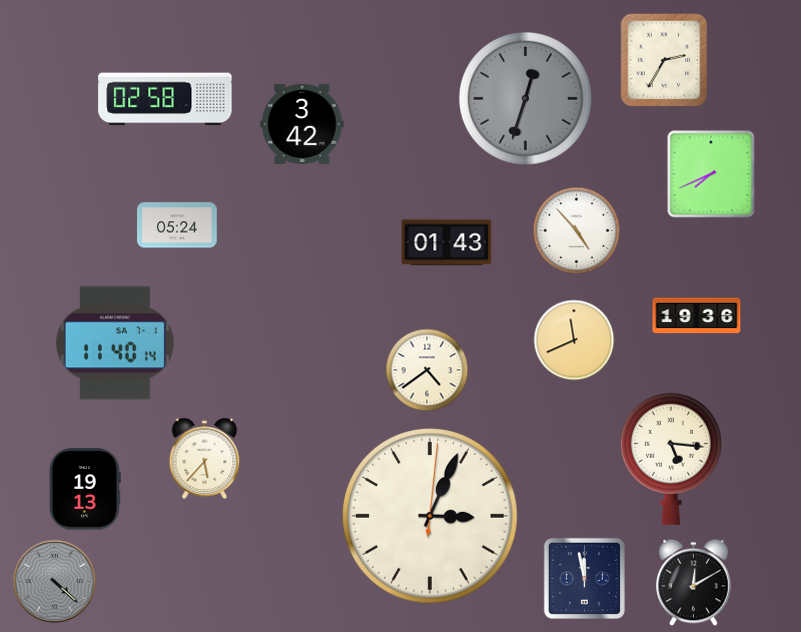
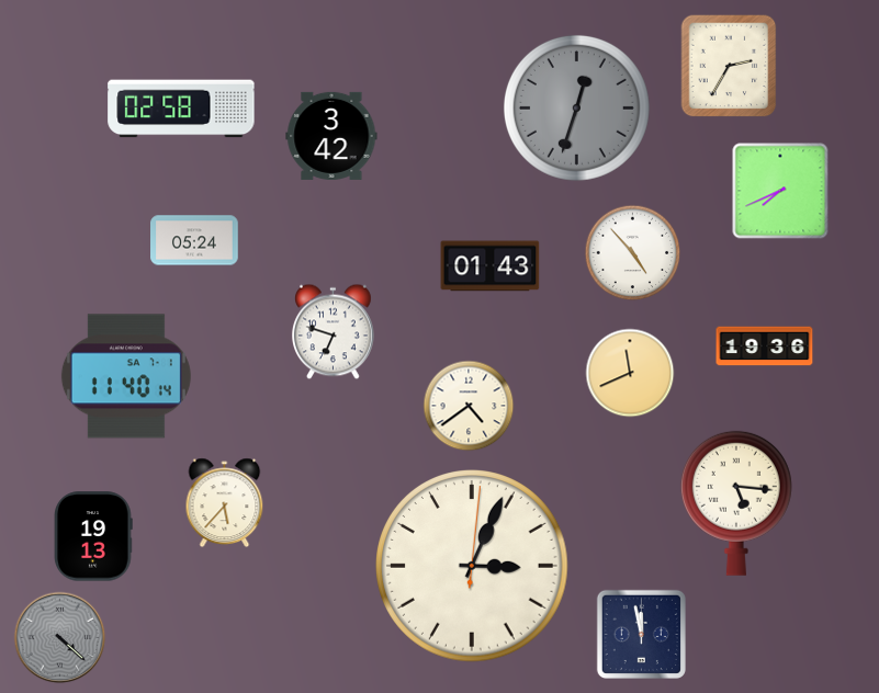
clock at (177, 225) position: (177, 225) -> (194, 240)
clock at (334, 332): none -> 6:48
clock at (694, 583): 12:10 -> none
